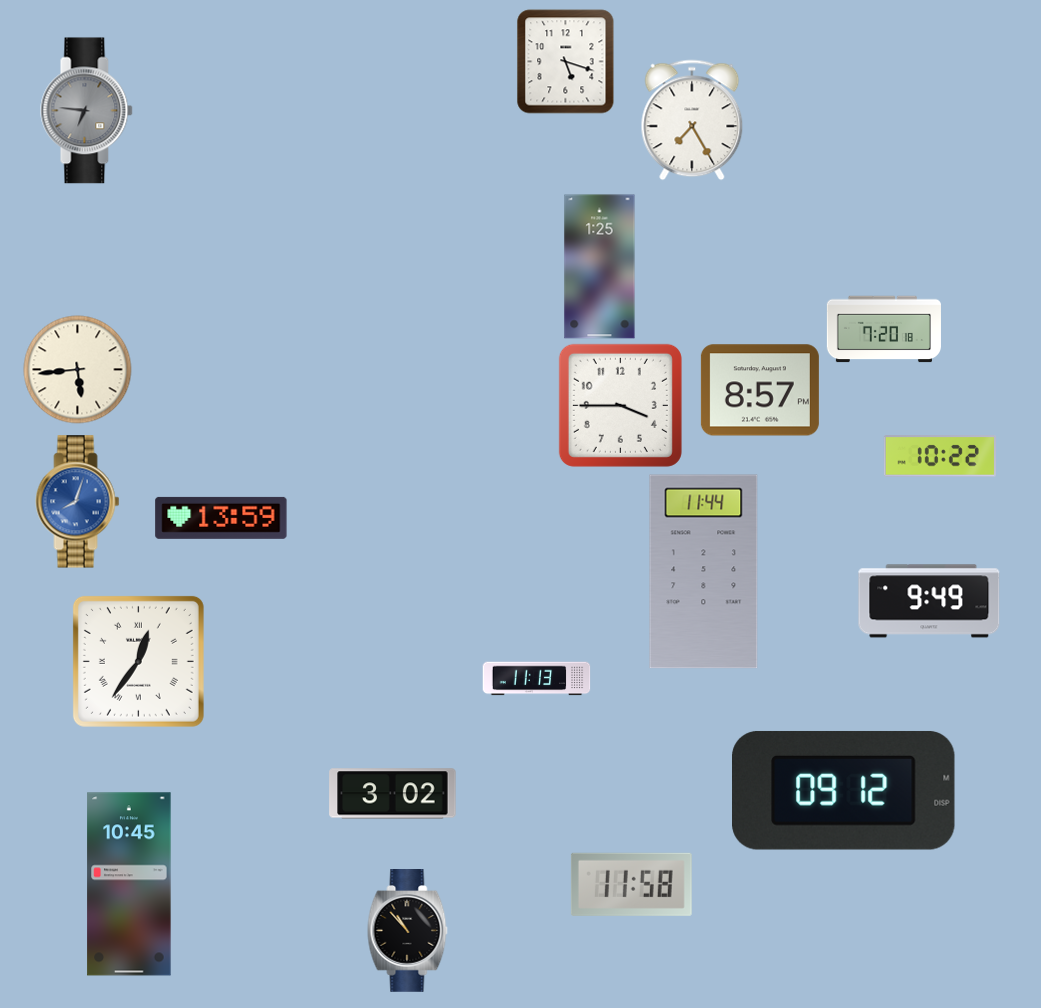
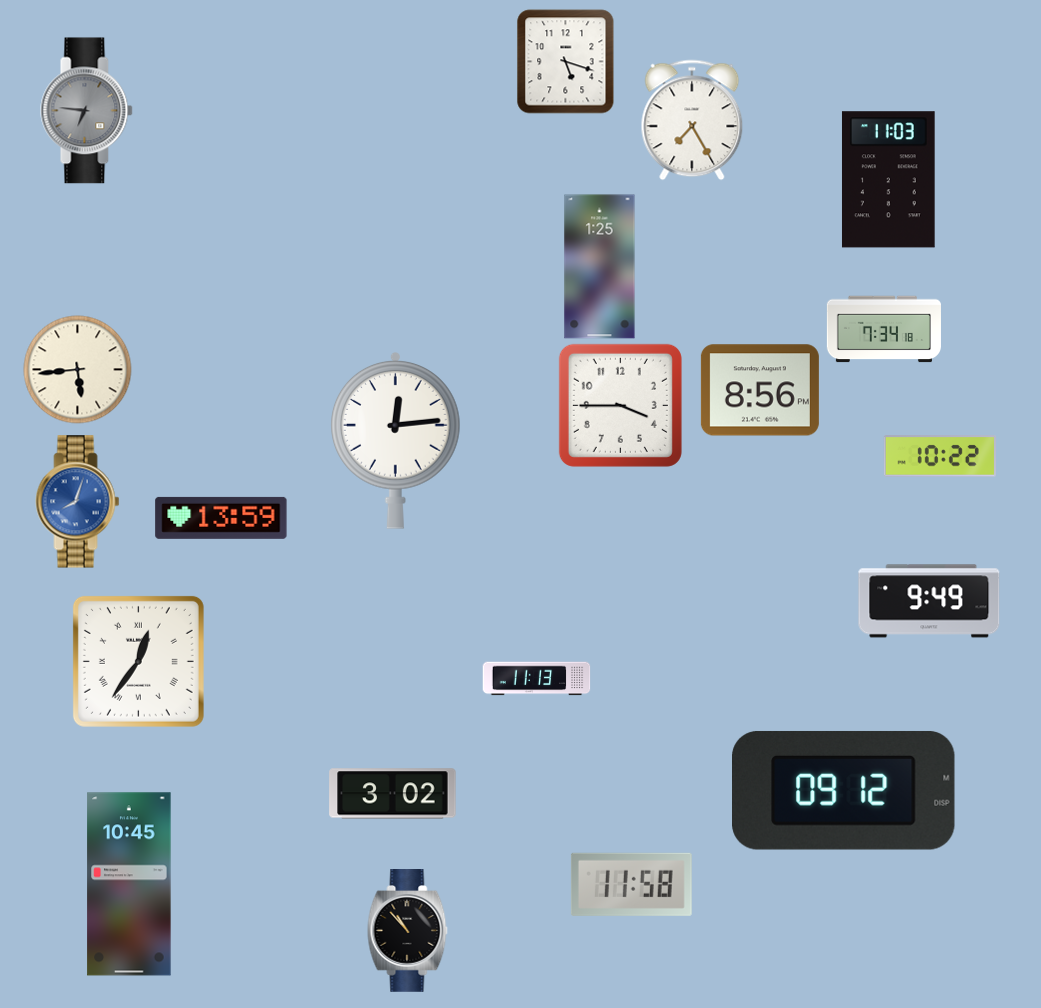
clock at (888, 180): none -> 11:03
clock at (884, 329): 7:20 -> 7:34
clock at (760, 390): 8:57 -> 8:56
clock at (396, 441): none -> 12:14
clock at (704, 572): 11:44 -> none
